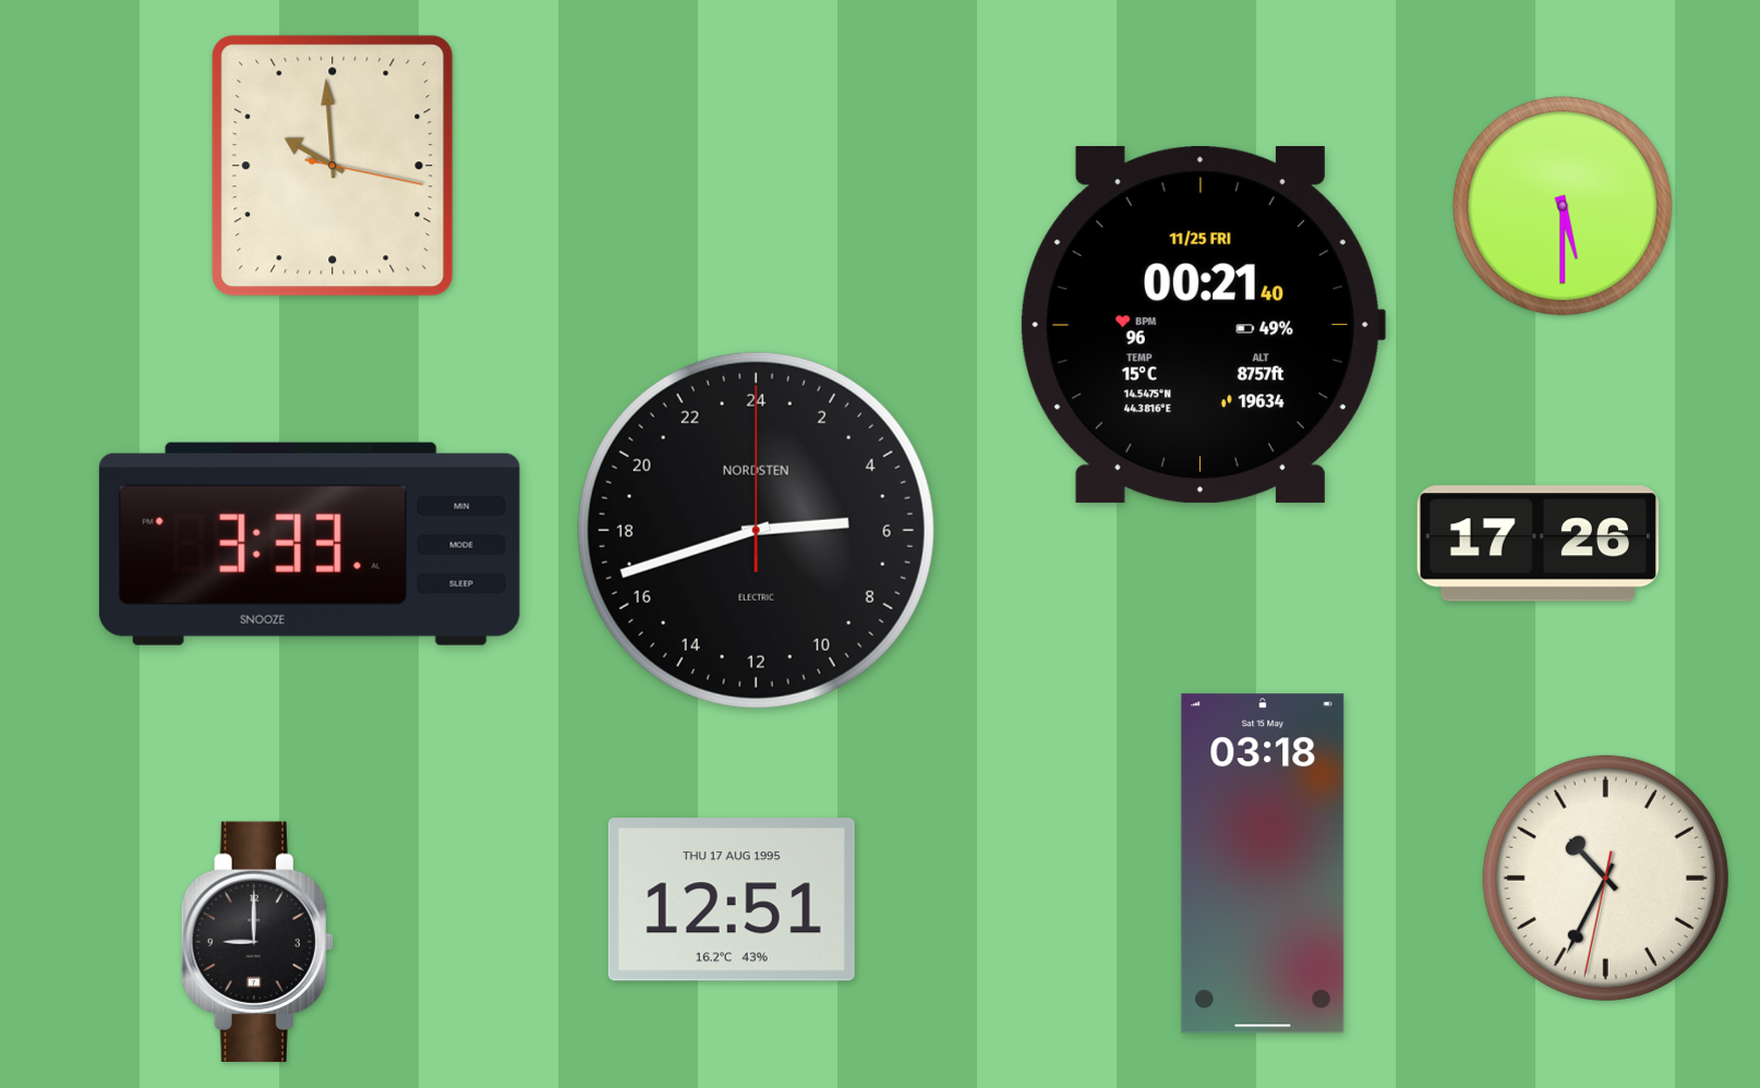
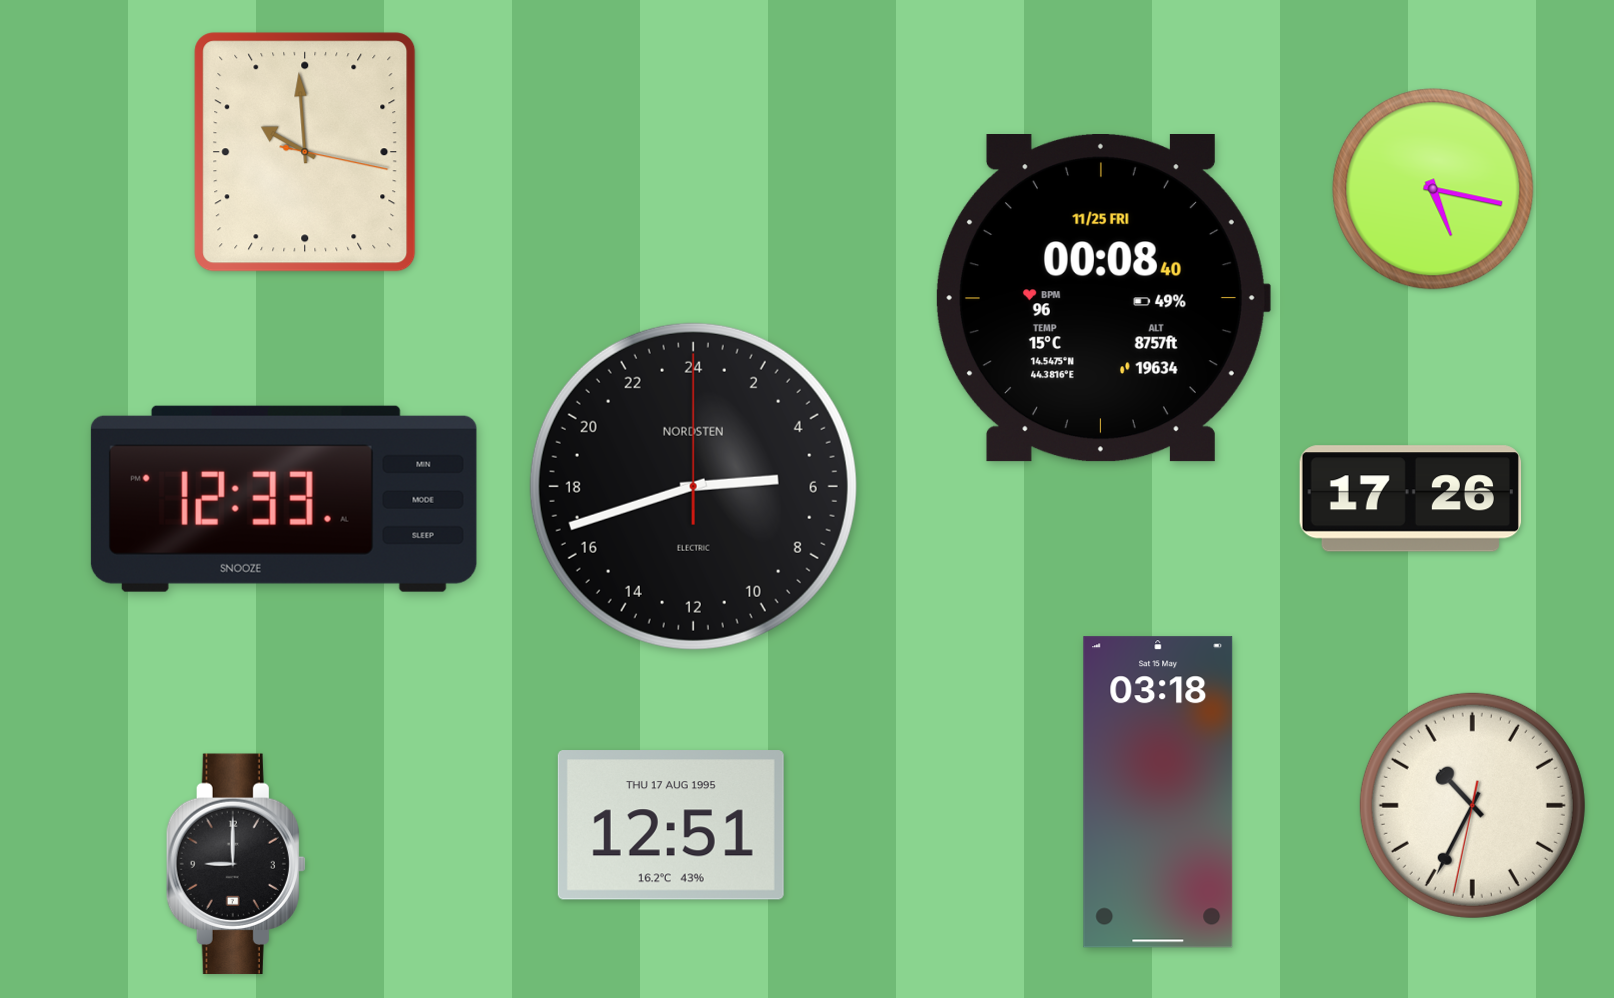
clock at (1563, 206): 5:30 -> 5:17
clock at (1202, 326): 00:21 -> 00:08
clock at (310, 544): 3:33 -> 12:33
